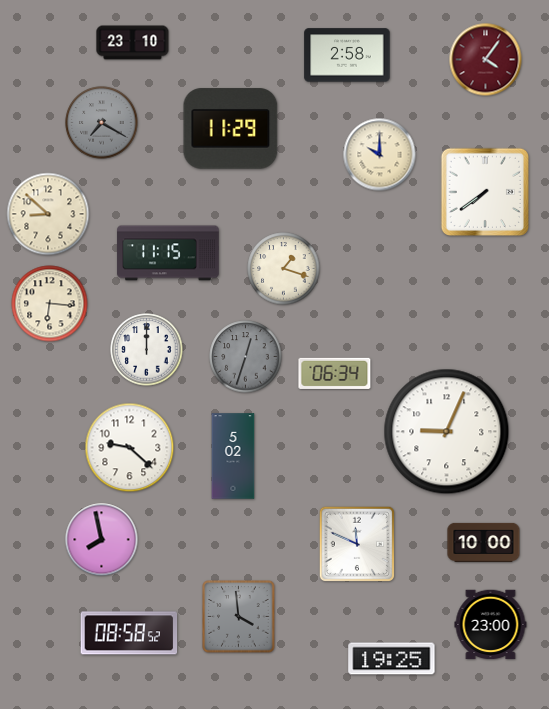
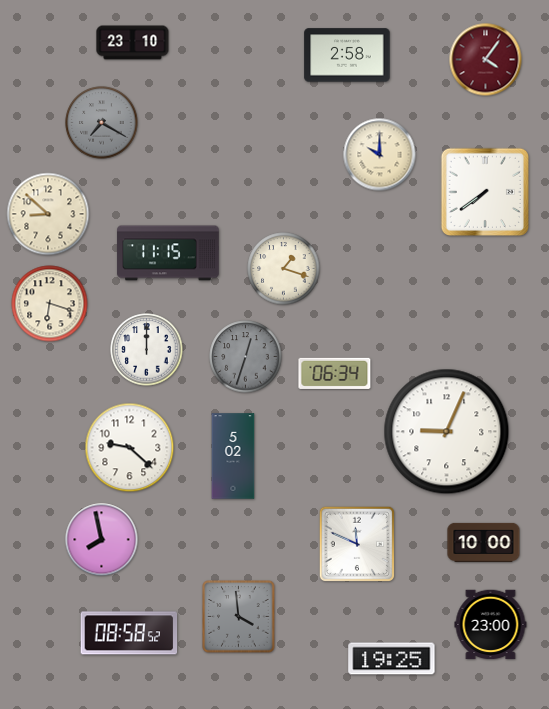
clock at (231, 129): 11:29 -> none
clock at (50, 304): 6:16 -> 6:18
